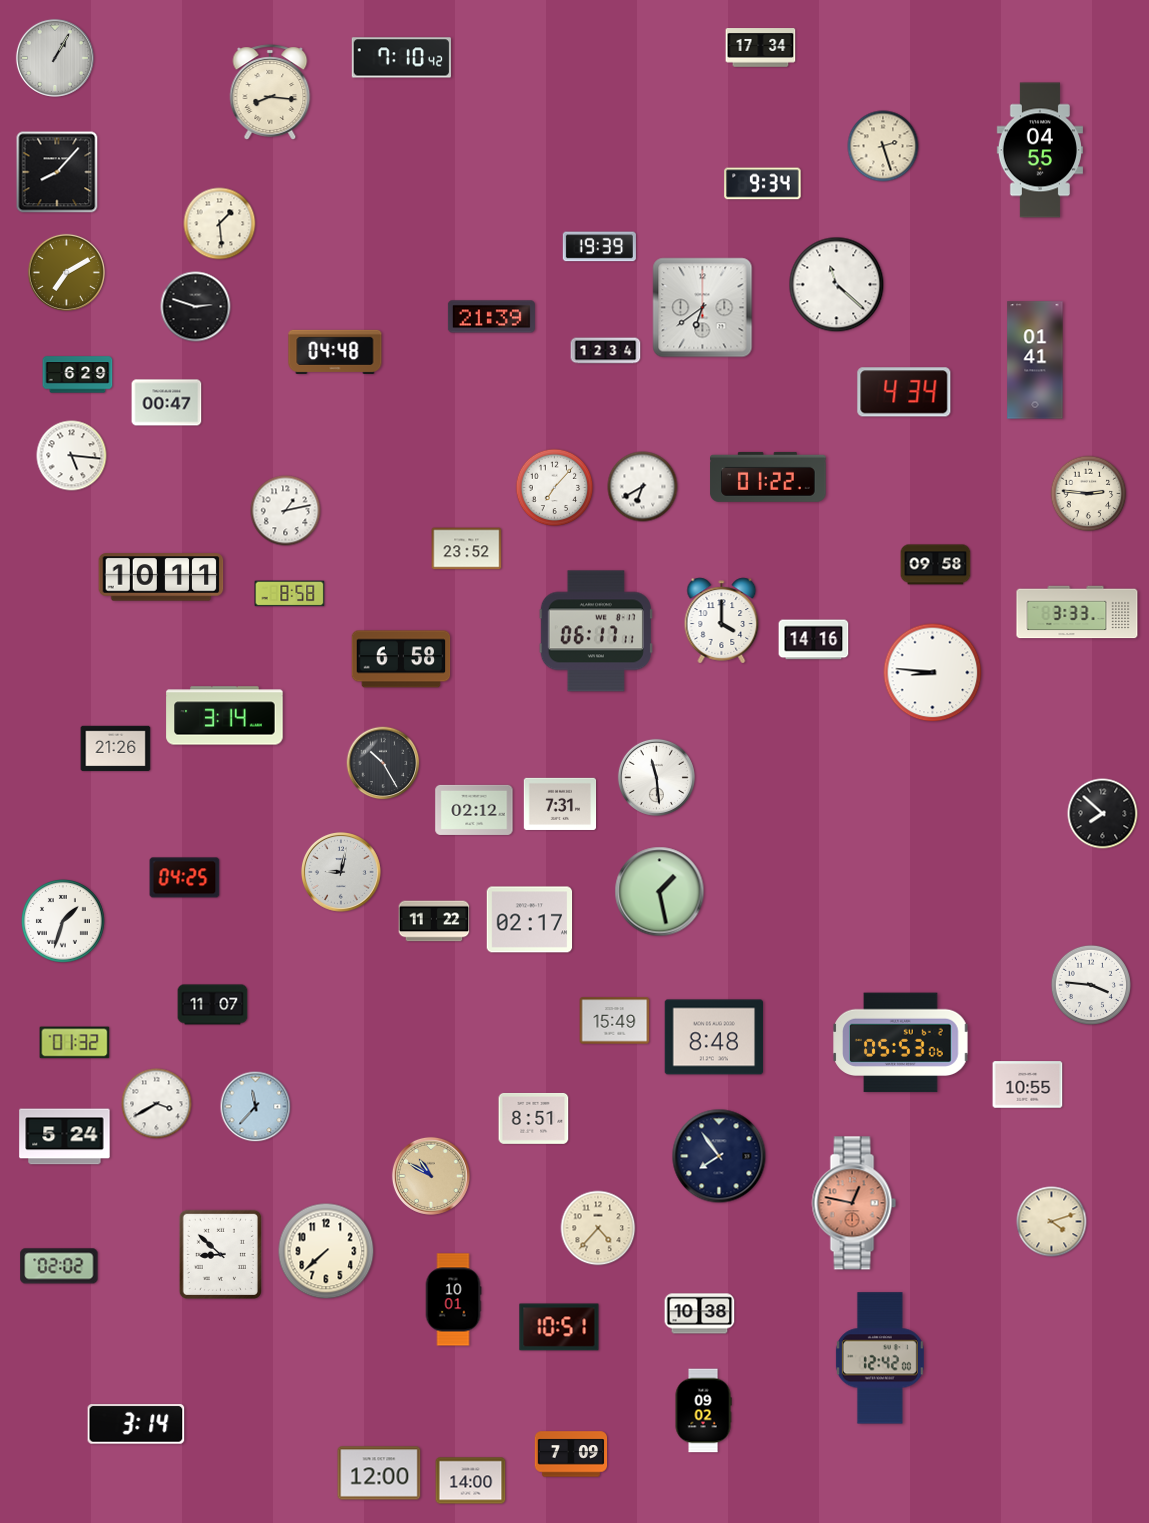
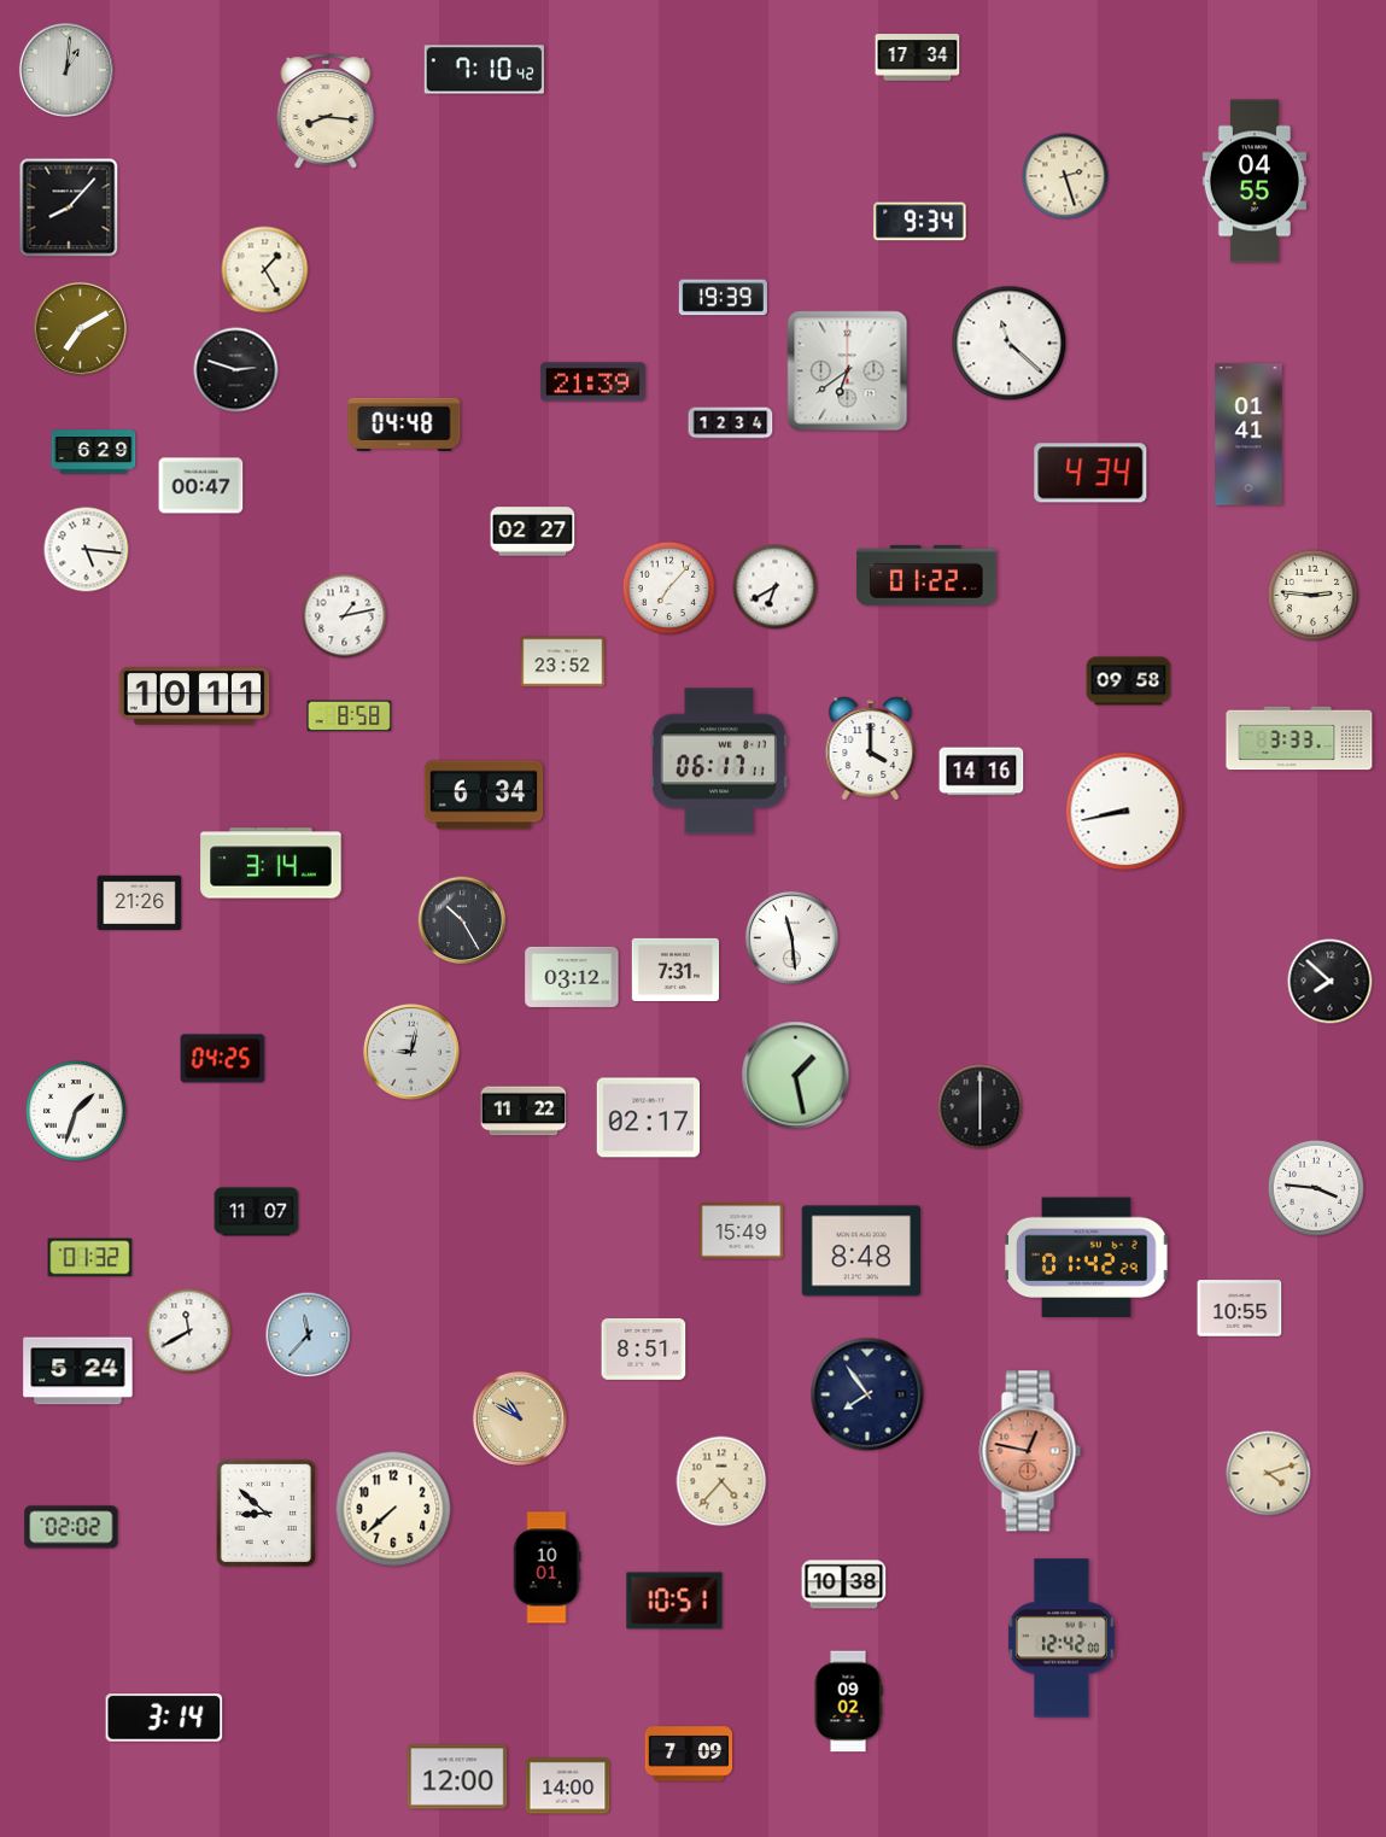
clock at (55, 58): 1:05 -> 1:01
clock at (220, 224): 1:29 -> 1:25
clock at (533, 532): none -> 02:27
clock at (401, 659): 6:58 -> 6:34
clock at (933, 673): 8:46 -> 8:43
clock at (474, 810): 02:12 -> 03:12
clock at (981, 1107): none -> 6:00
clock at (530, 920) position: (530, 920) -> (649, 1118)
clock at (901, 1043): 05:53 -> 01:42
clock at (157, 1104): 3:40 -> 11:40
